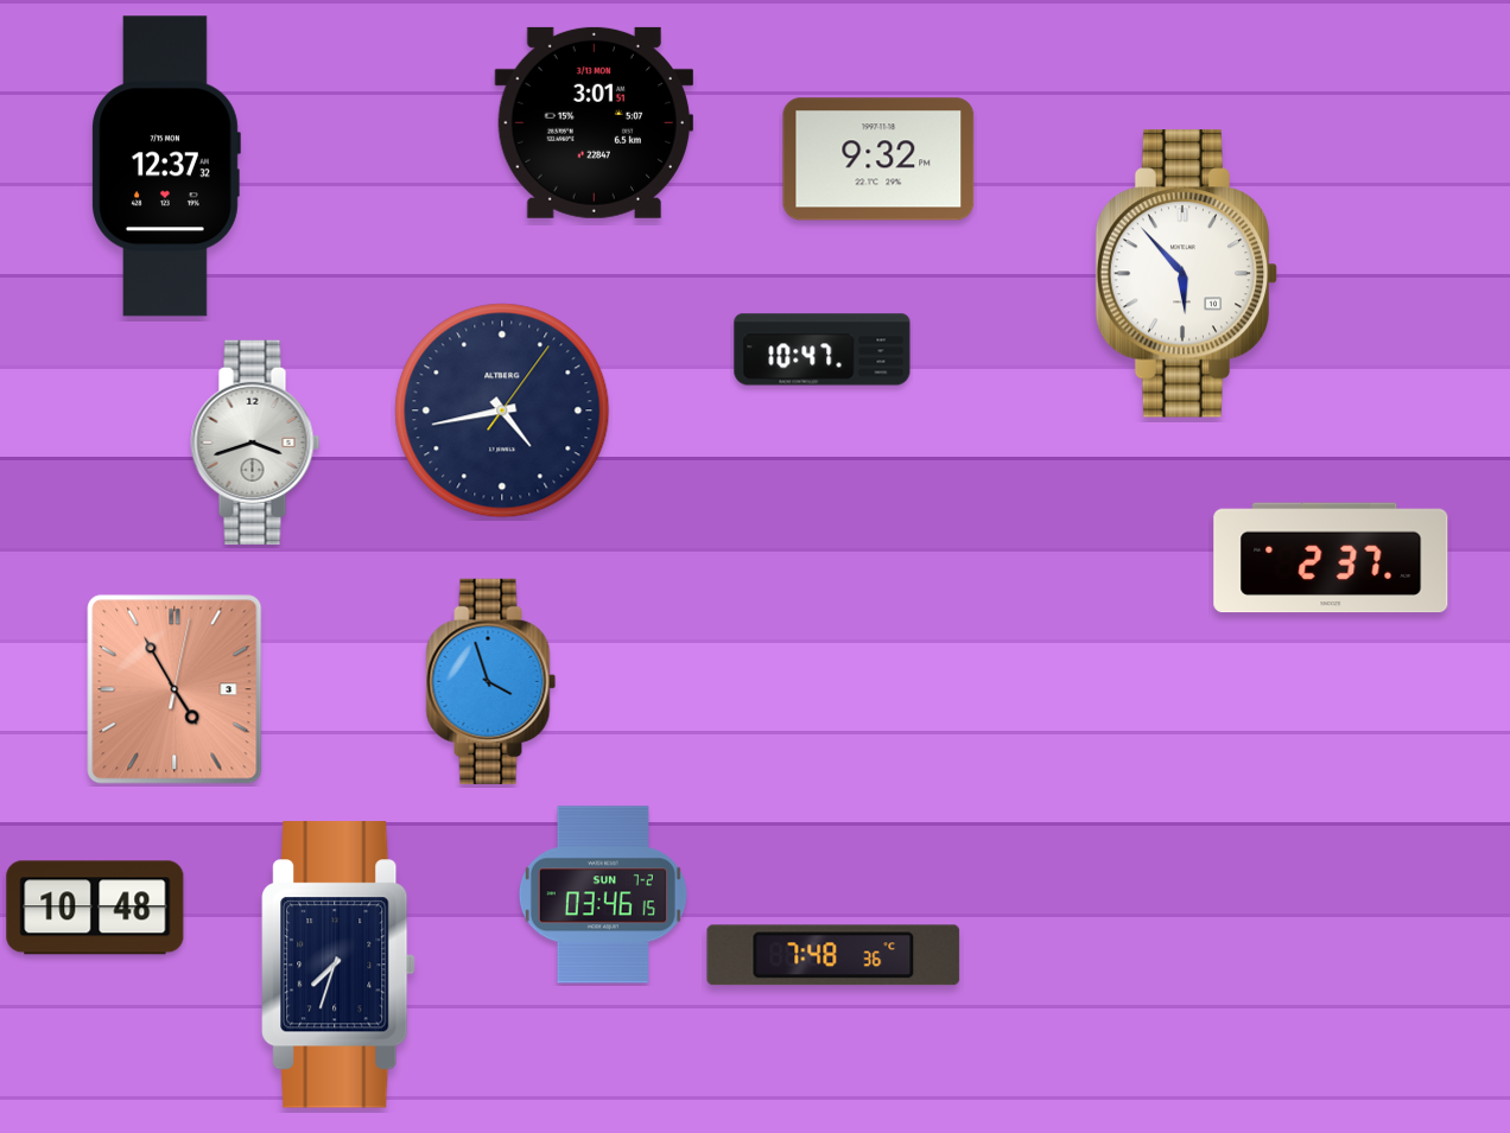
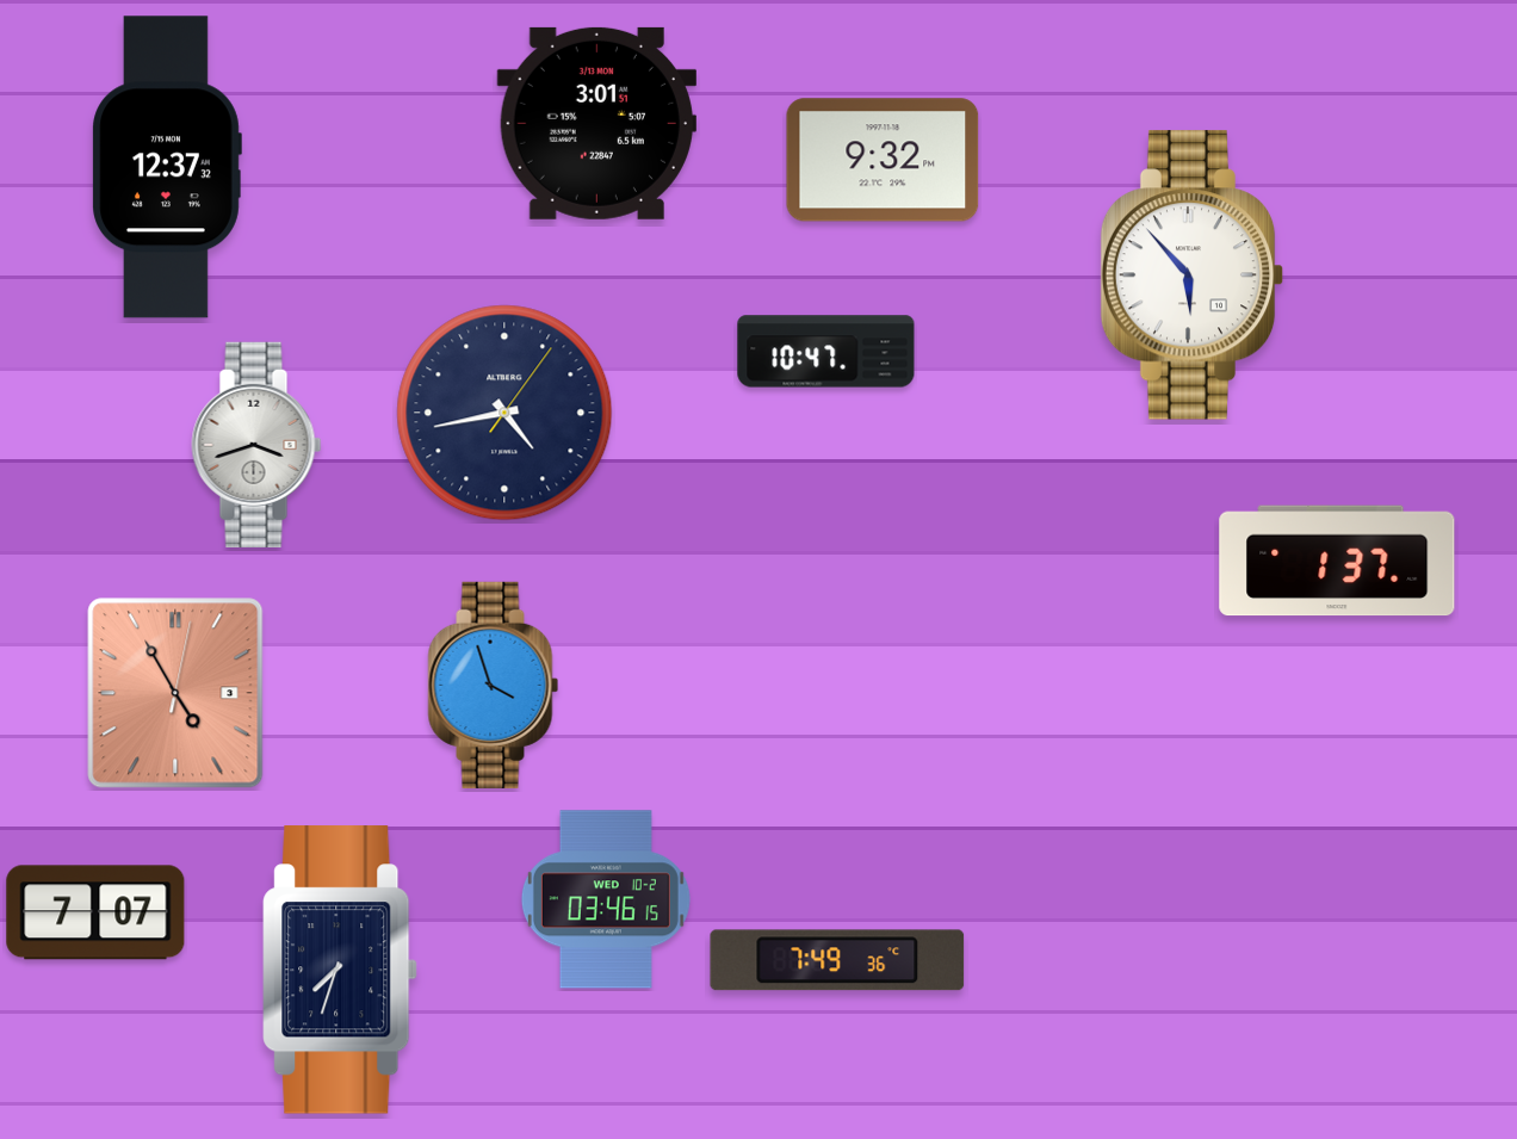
clock at (1331, 558): 2:37 -> 1:37
clock at (603, 895) date: SUN 7-2 -> WED 10-2
clock at (95, 908): 10:48 -> 7:07
clock at (833, 955): 7:48 -> 7:49
